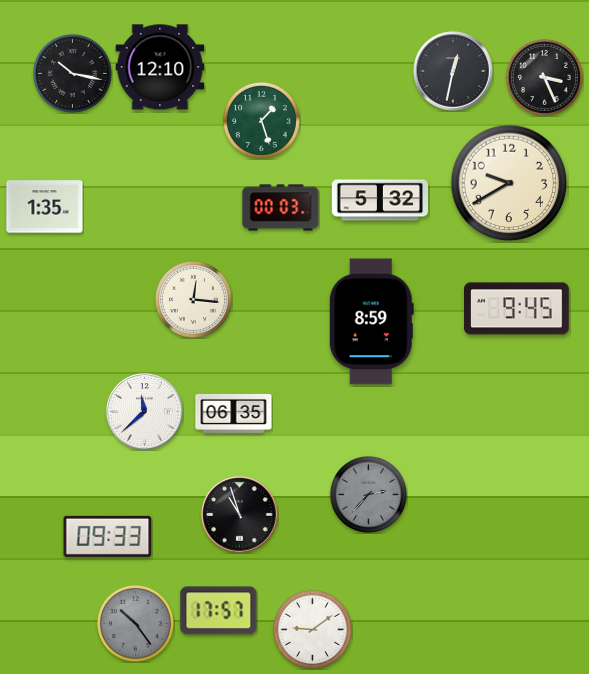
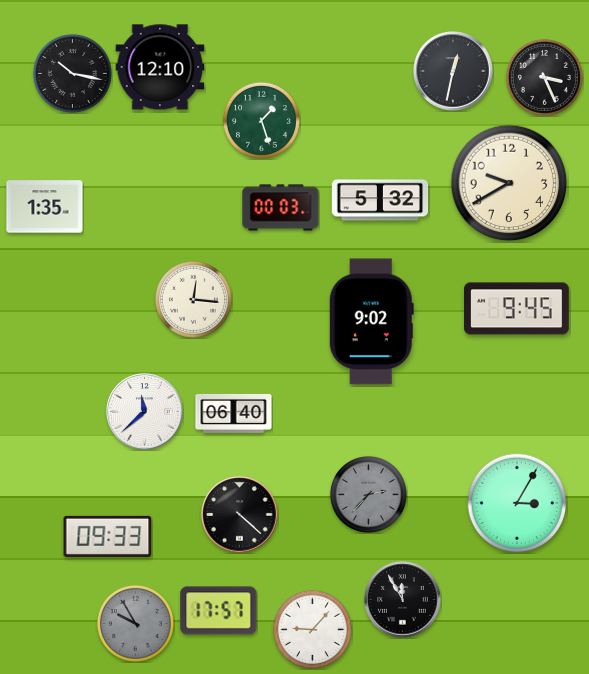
clock at (371, 322): 8:59 -> 9:02
clock at (234, 413): 06:35 -> 06:40
clock at (516, 502): none -> 3:05
clock at (240, 515): 10:57 -> 4:22
clock at (403, 600): none -> 11:55
clock at (135, 623): 10:24 -> 9:55
clock at (312, 629): 9:09 -> 9:07
